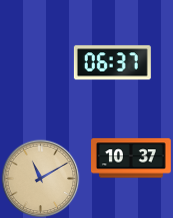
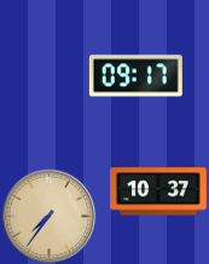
clock at (112, 63): 06:37 -> 09:17
clock at (40, 178): 11:10 -> 7:36
